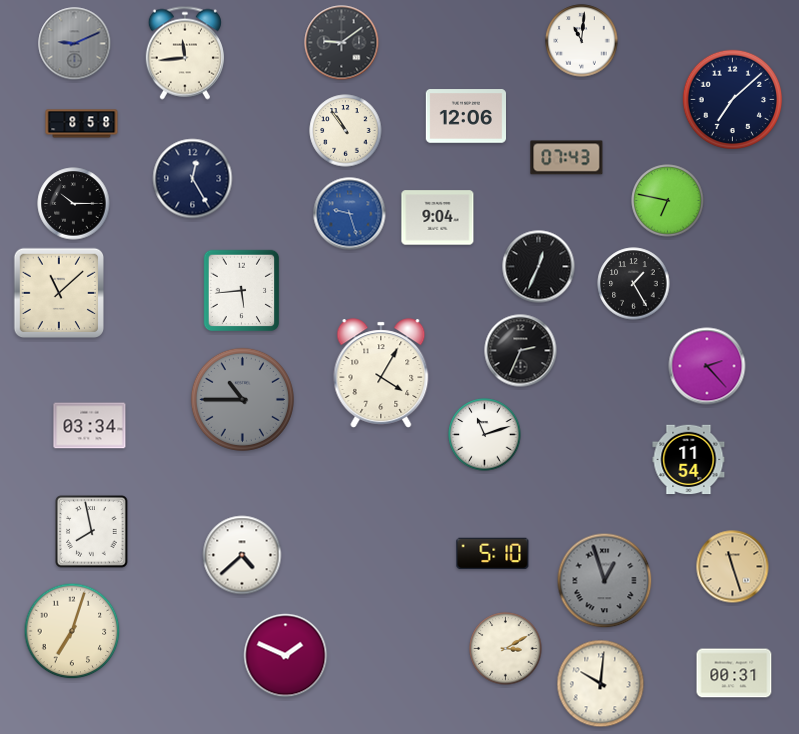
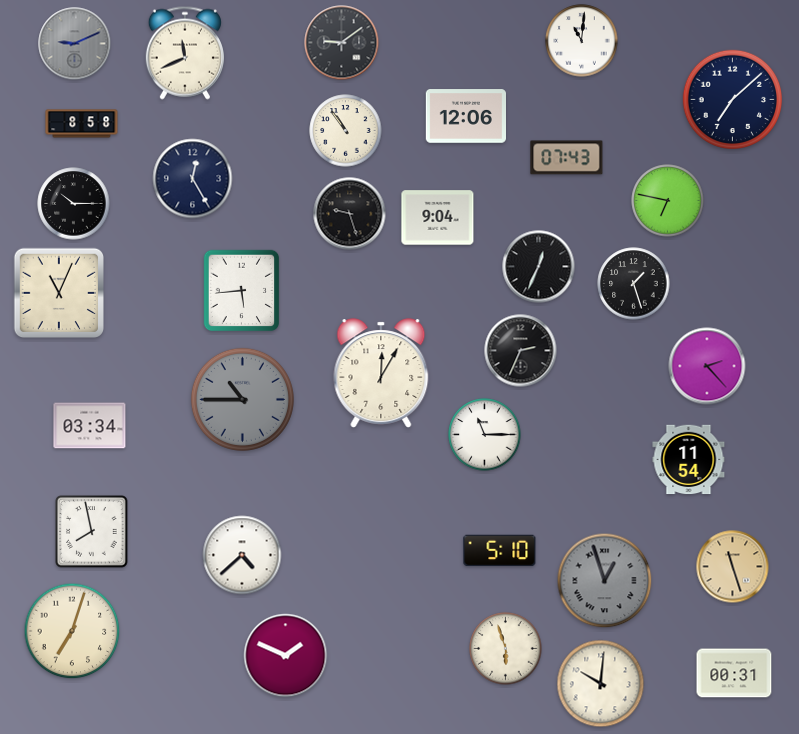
clock at (185, 53): 11:44 -> 11:41
clock at (350, 214) dial: blue -> black
clock at (634, 284): 1:25 -> 1:27
clock at (58, 292): 11:08 -> 11:04
clock at (381, 373): 4:05 -> 12:05
clock at (485, 435): 11:12 -> 11:15
clock at (493, 554) position: (493, 554) -> (500, 551)
clock at (506, 649): 3:10 -> 5:57
